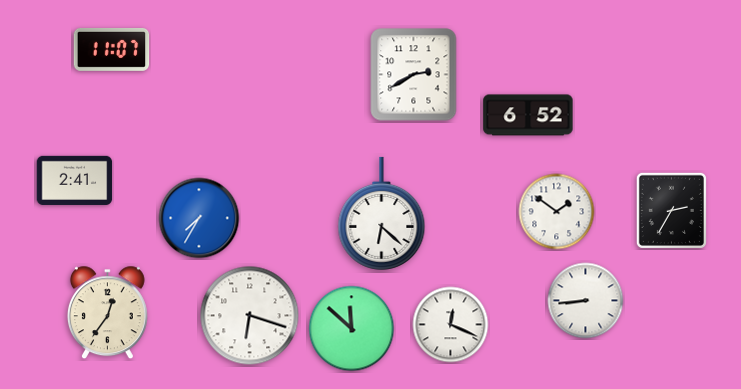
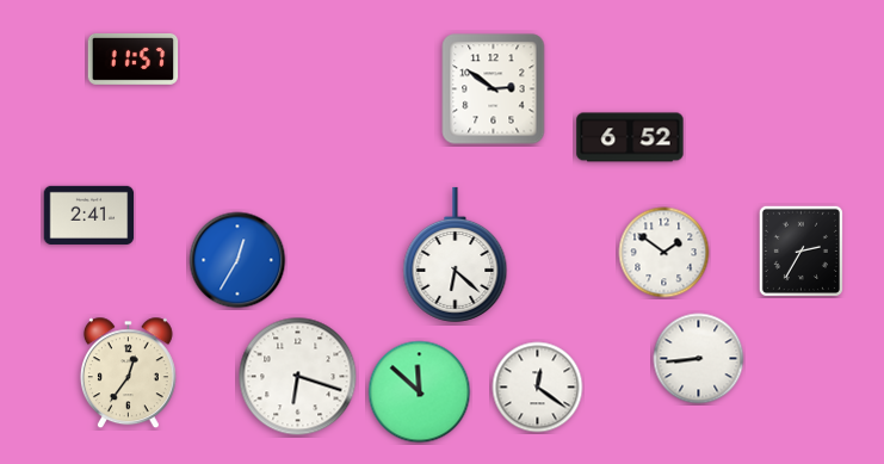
clock at (112, 49): 11:07 -> 11:57
clock at (414, 75): 2:40 -> 2:51
clock at (199, 218): 7:35 -> 12:35
clock at (451, 325): 12:19 -> 12:21
